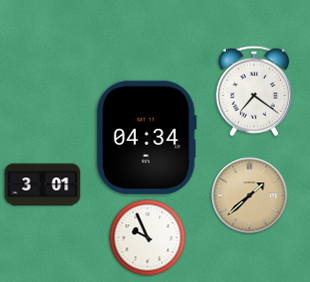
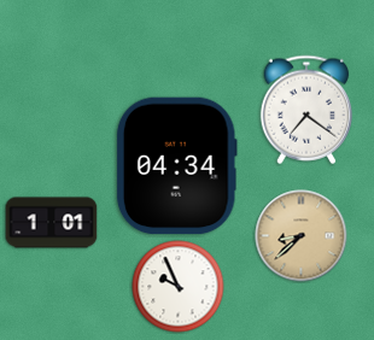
clock at (43, 185): 3:01 -> 1:01
clock at (250, 196): 1:38 -> 8:38
